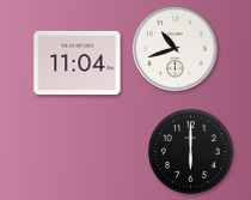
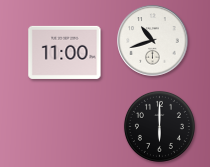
clock at (176, 49) position: (176, 49) -> (153, 41)
clock at (78, 62): 11:04 -> 11:00
